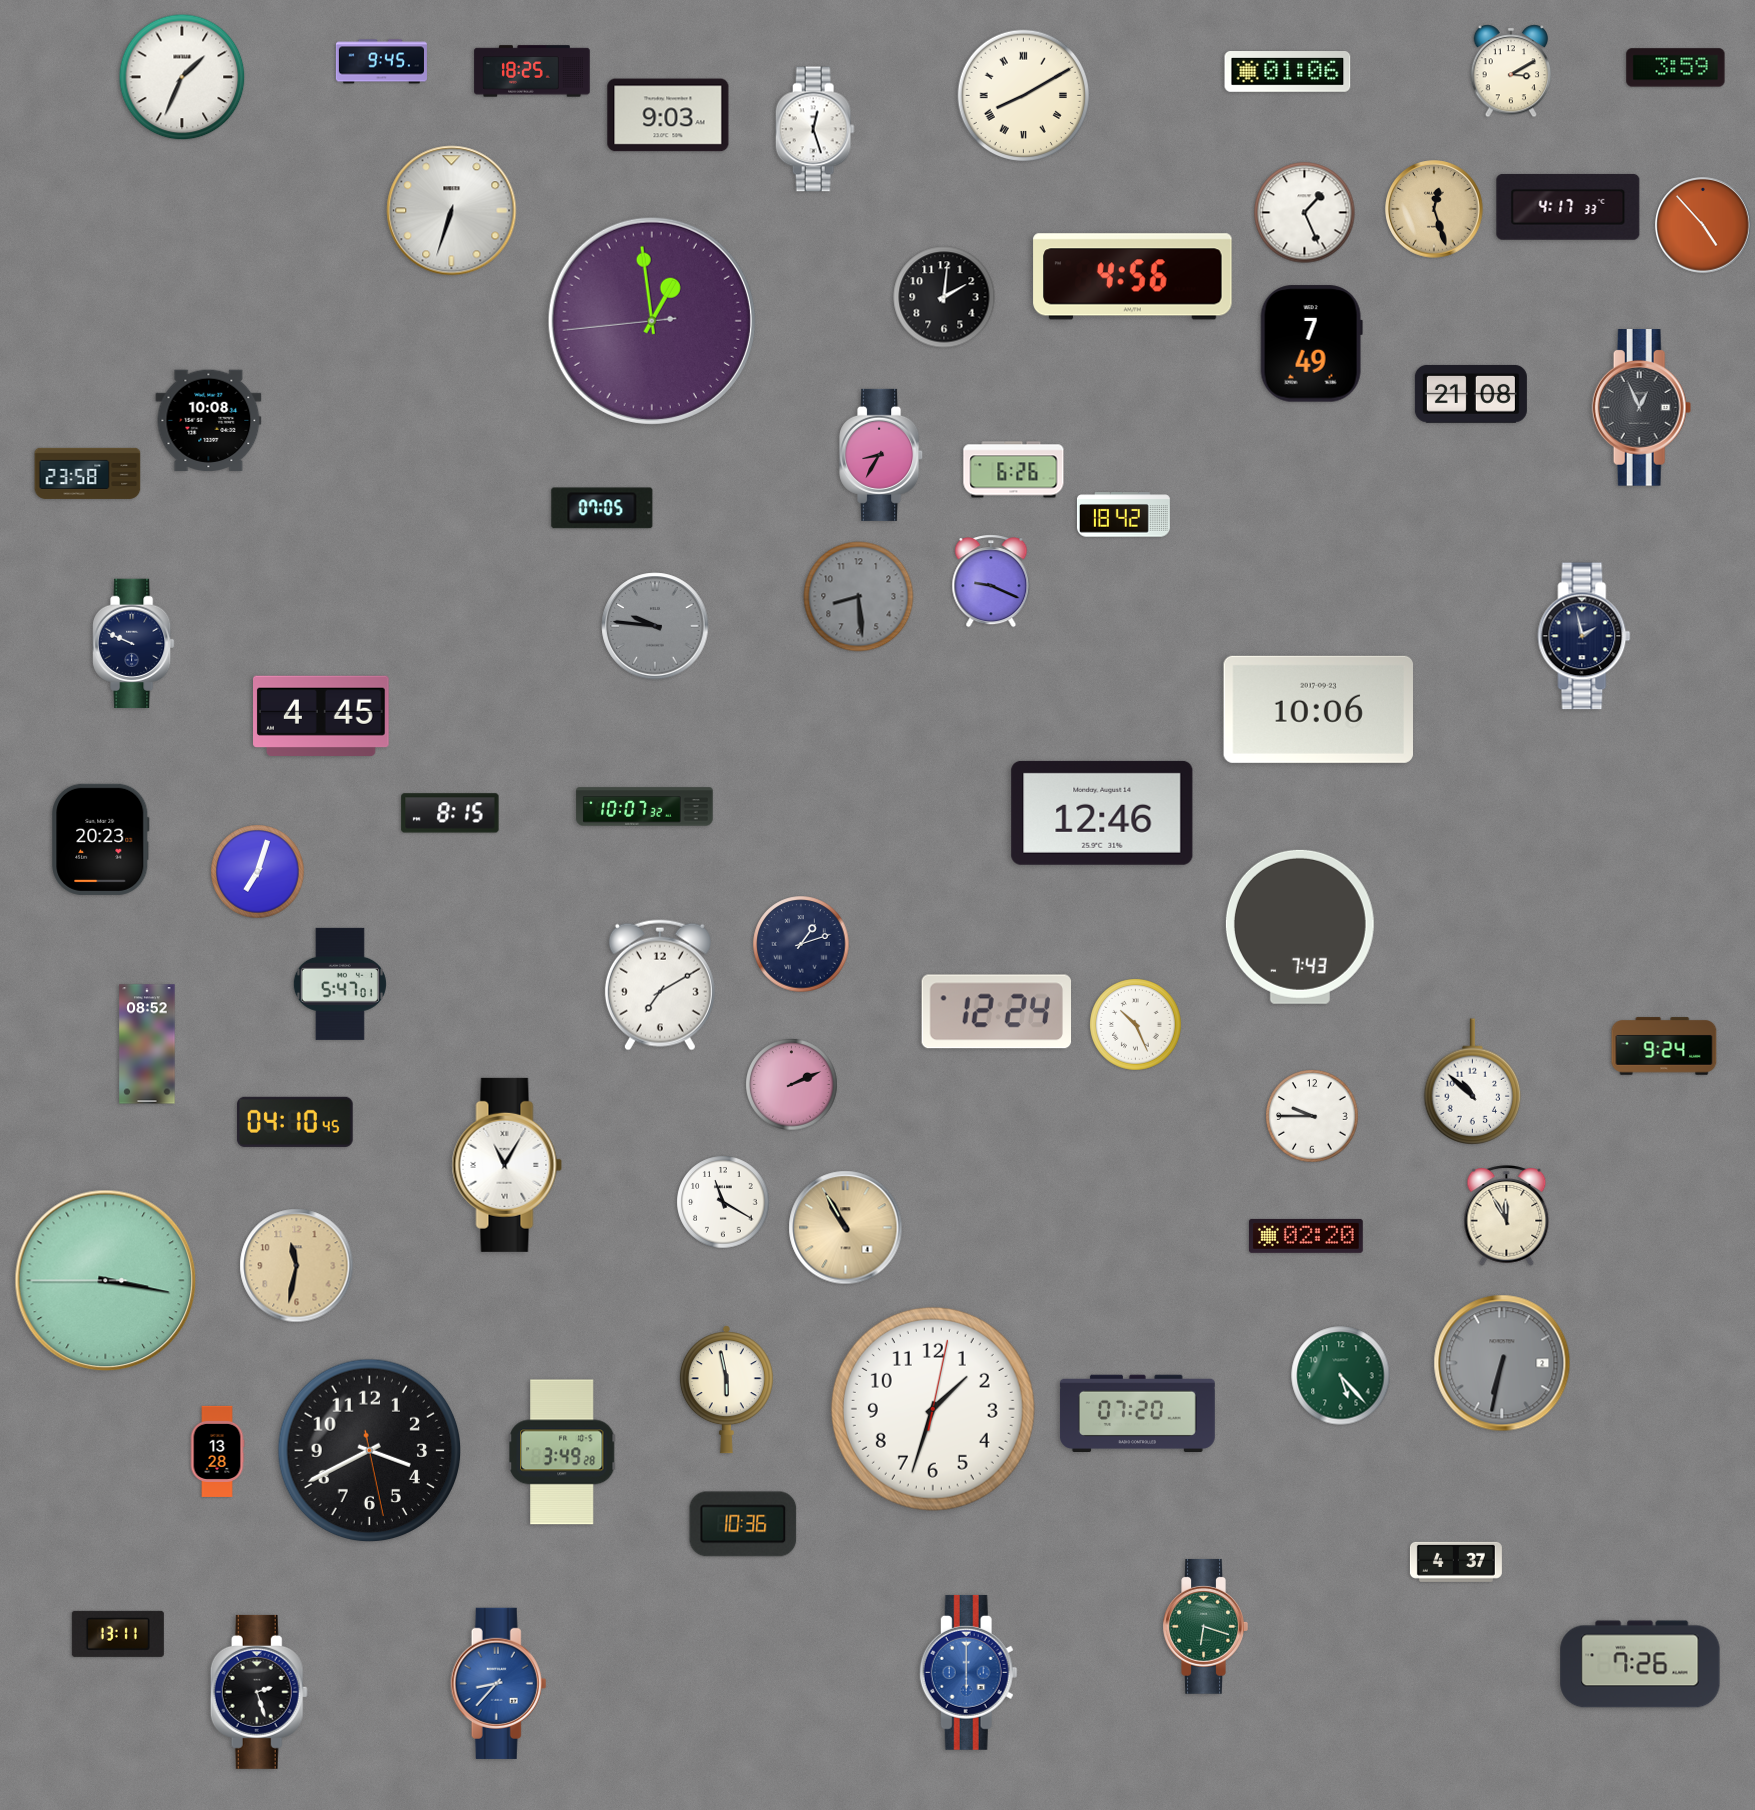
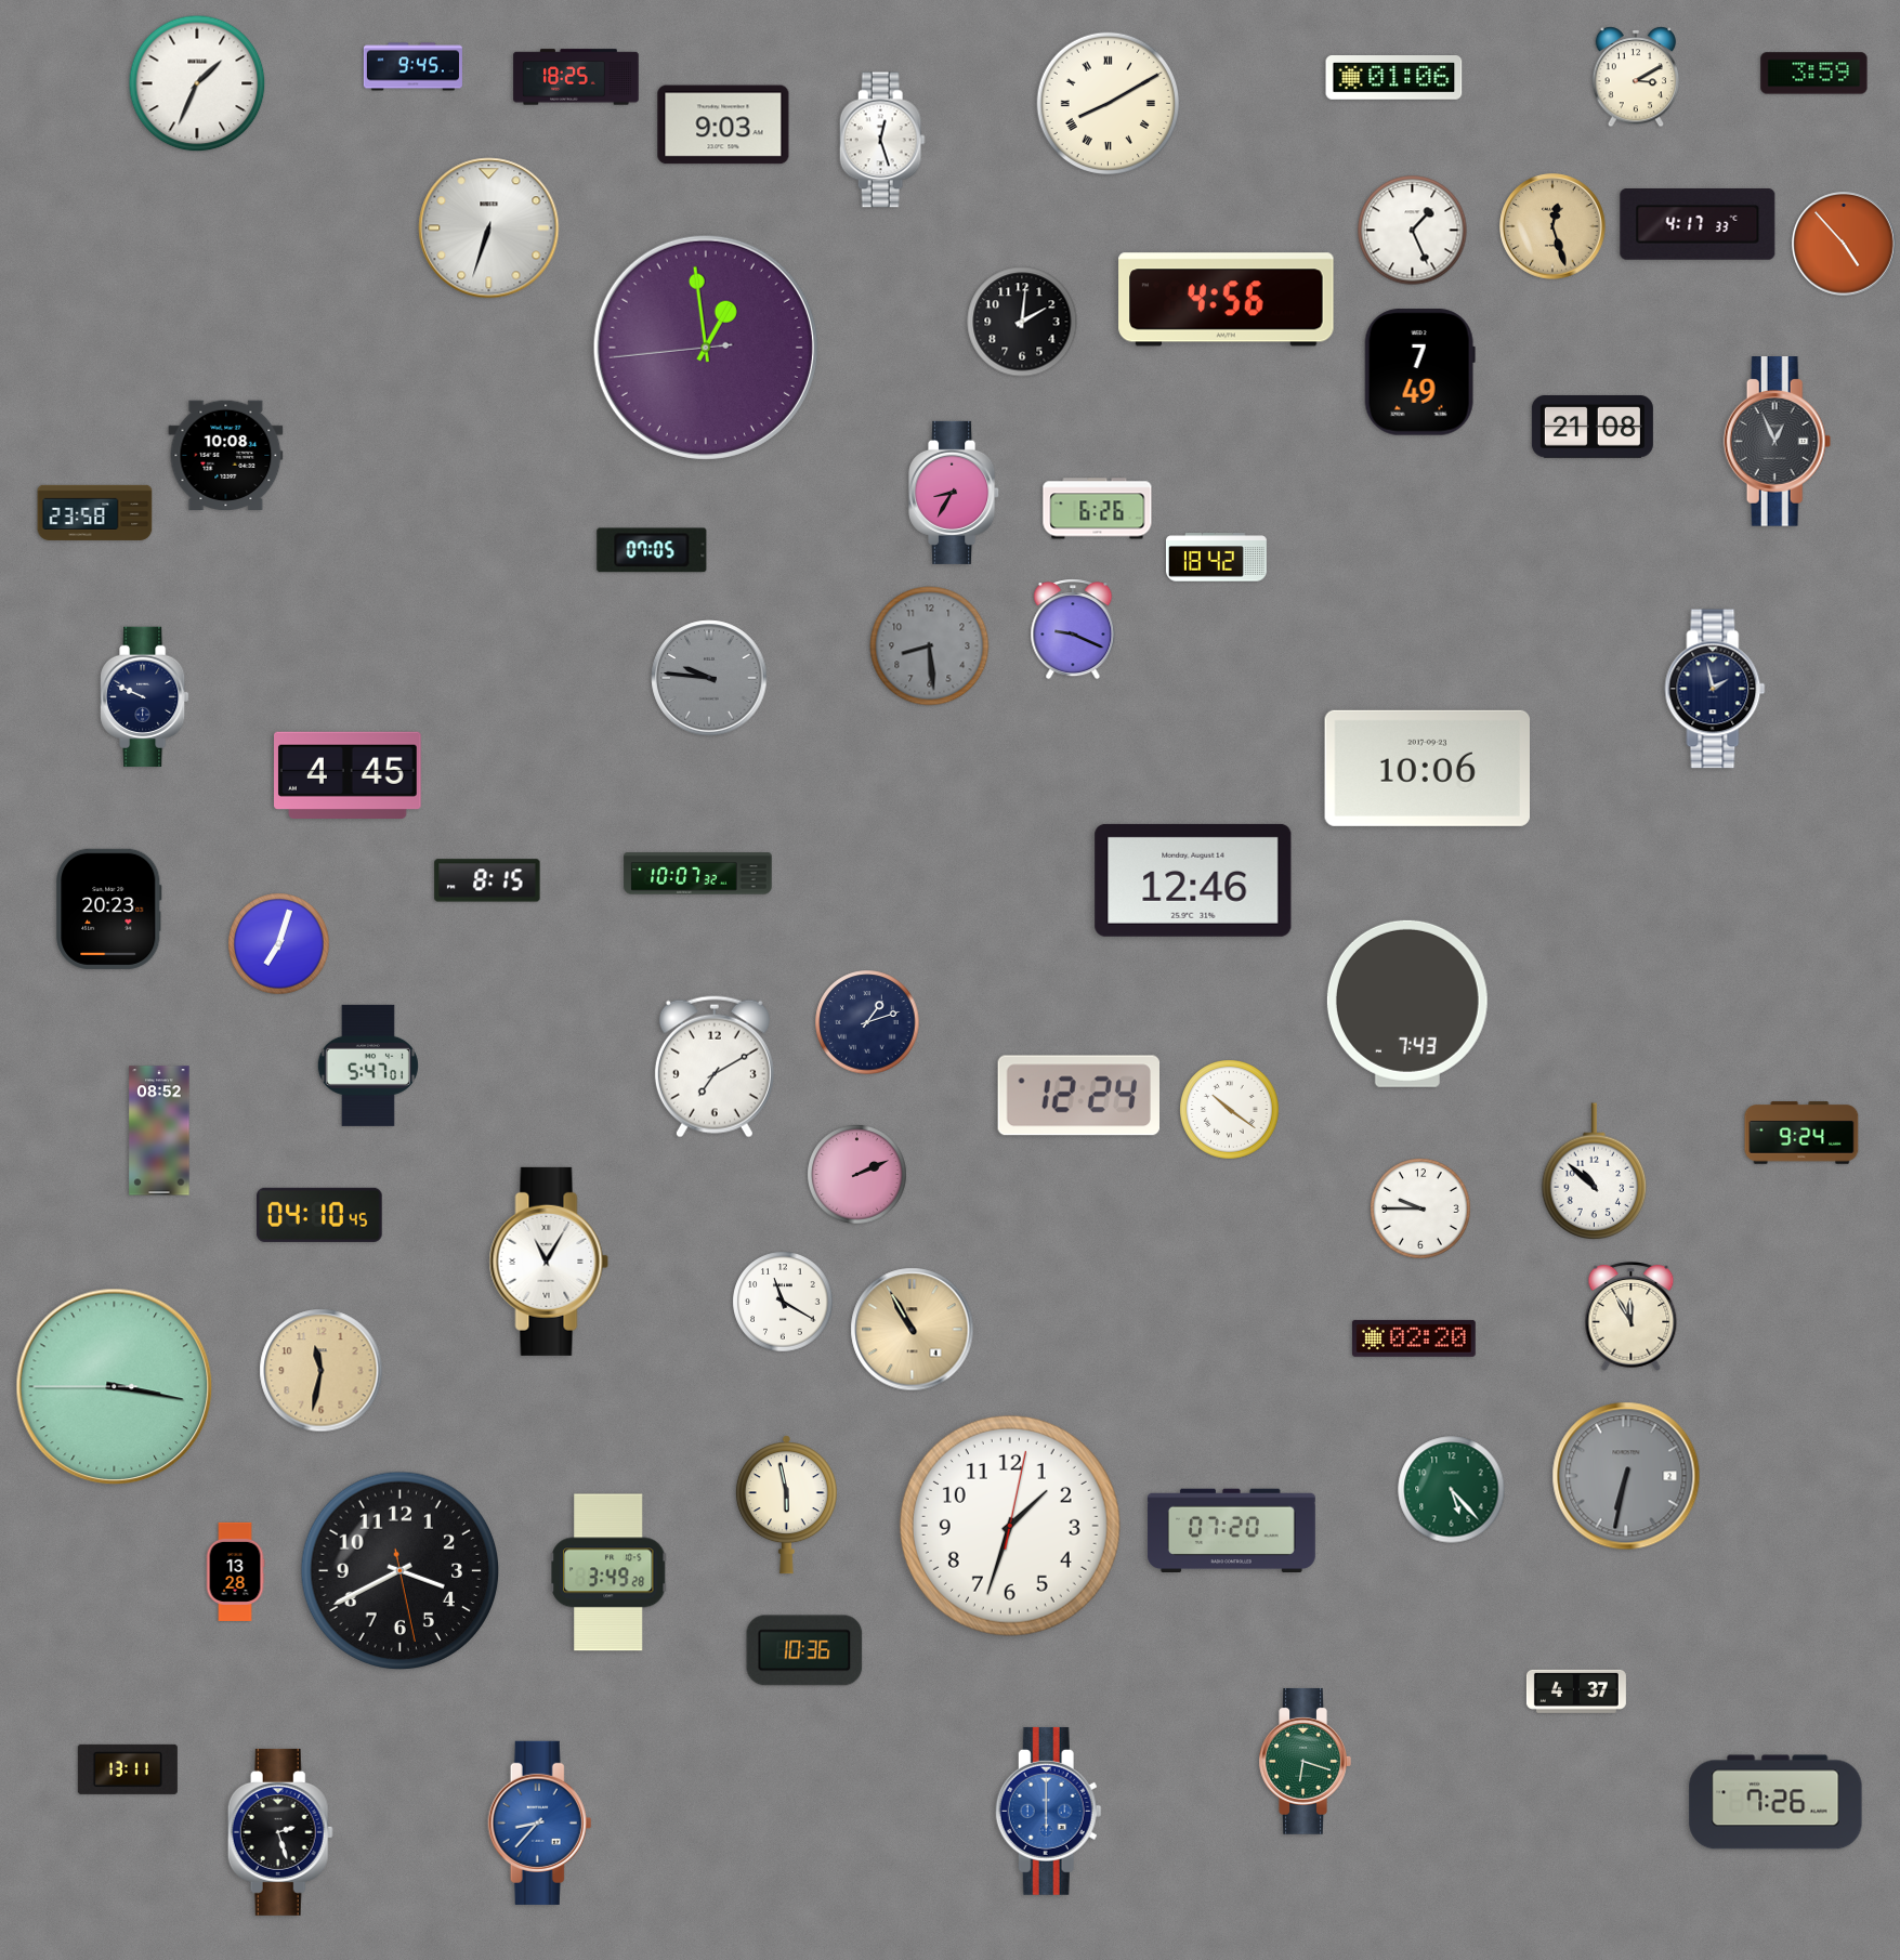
clock at (1136, 1025): 10:26 -> 10:21
clock at (846, 1228) position: (846, 1228) -> (913, 1330)
